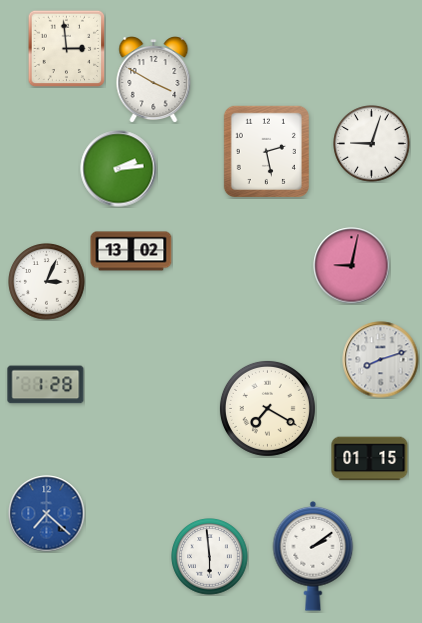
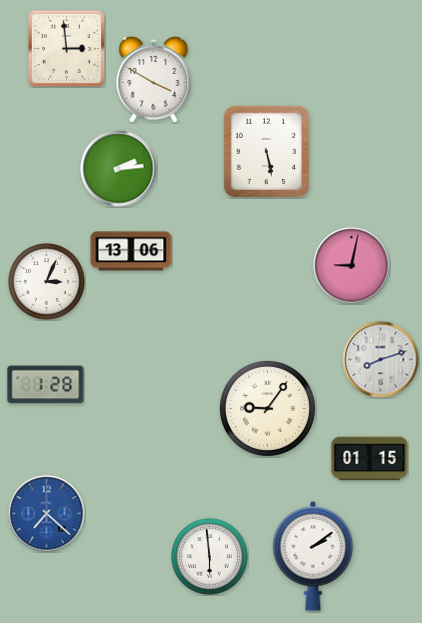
clock at (372, 144): 9:03 -> none
clock at (266, 151): 2:28 -> 5:28
clock at (131, 251): 13:02 -> 13:06
clock at (267, 408): 7:20 -> 9:06
